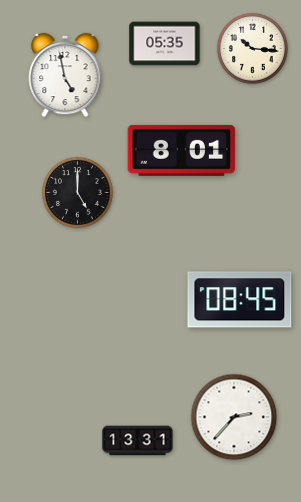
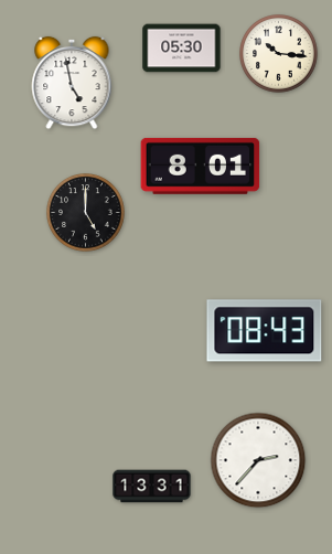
clock at (165, 44): 05:35 -> 05:30
clock at (240, 300): 08:45 -> 08:43
